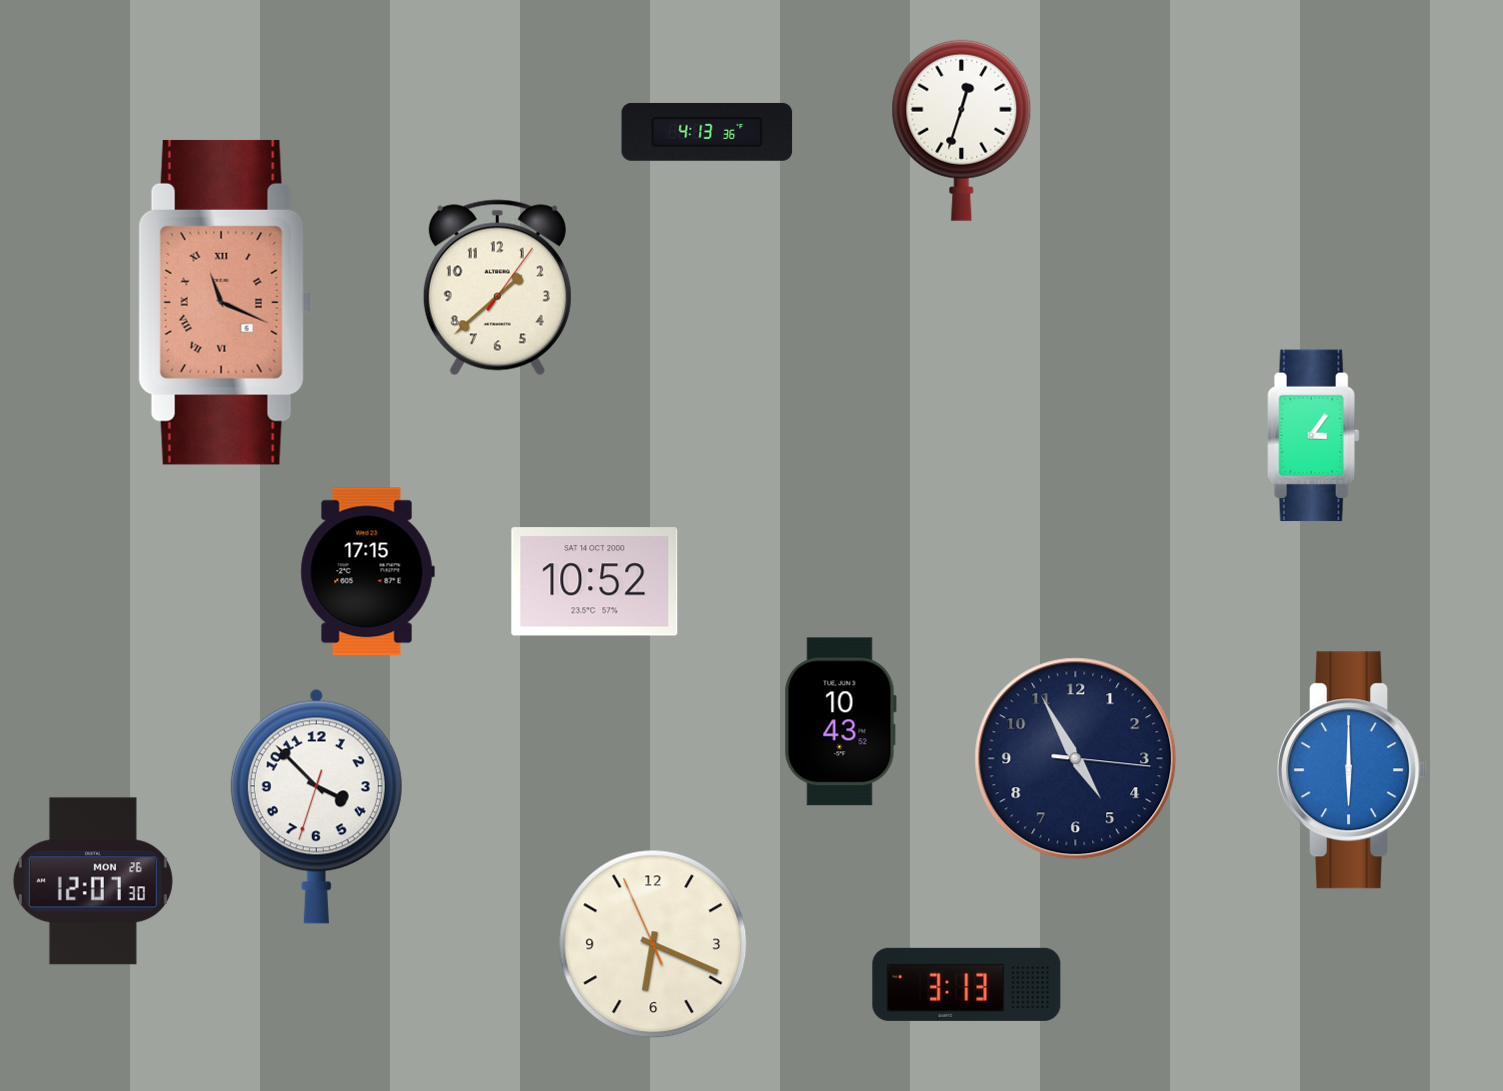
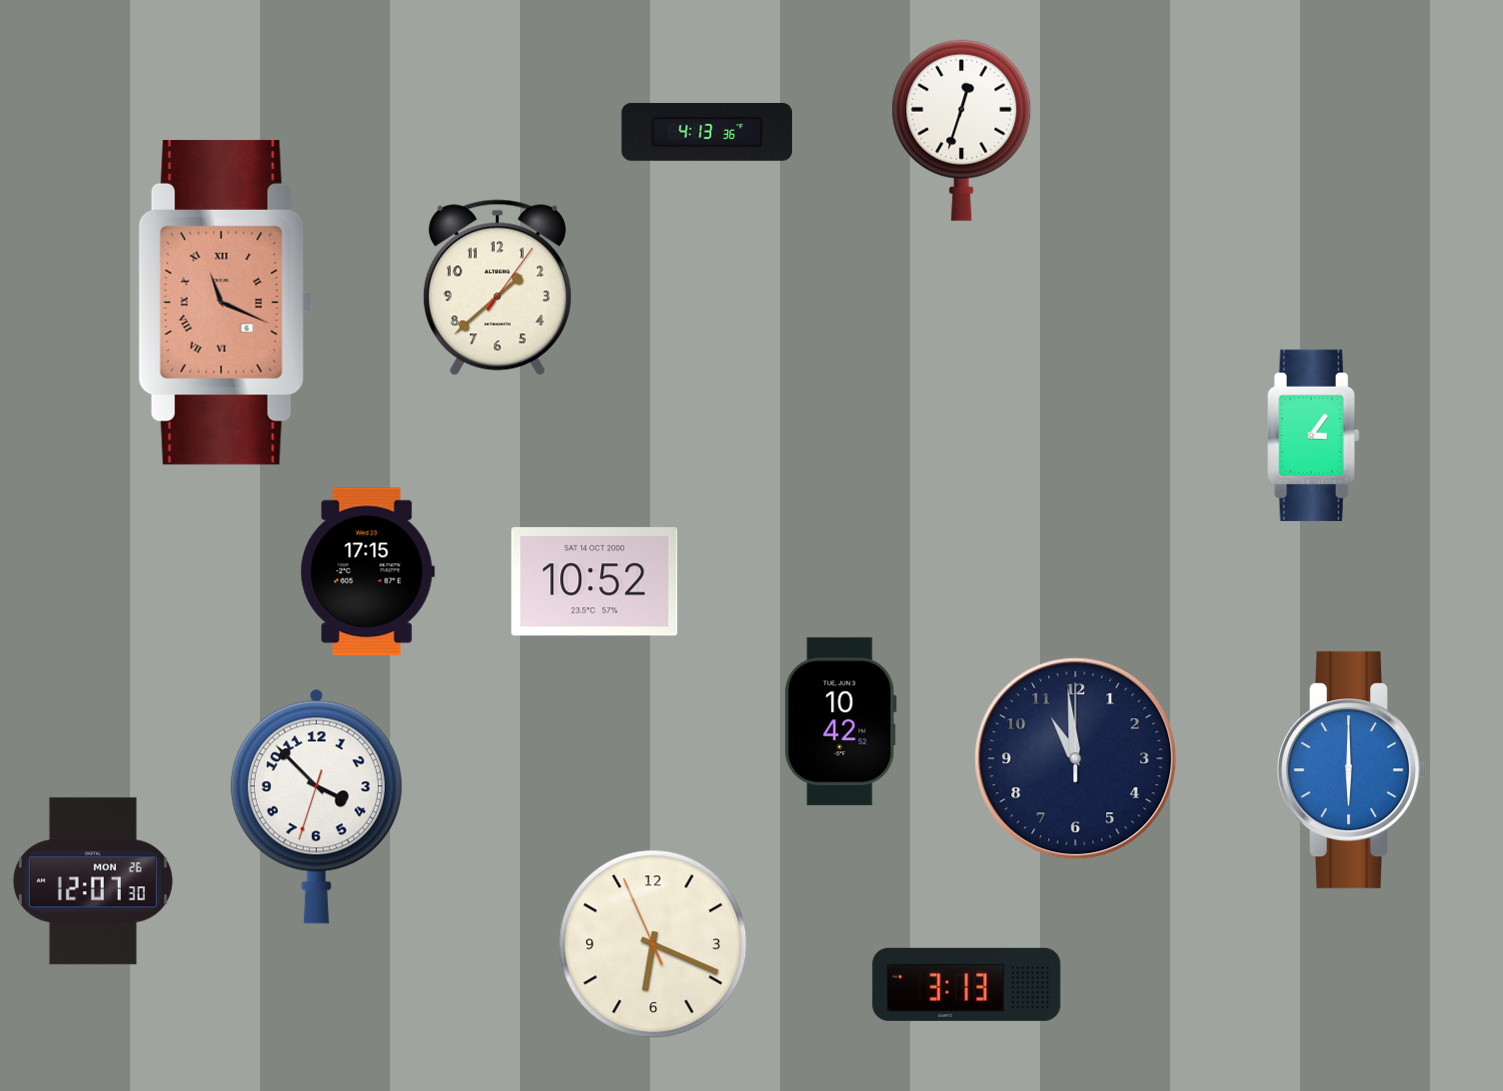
clock at (840, 722): 10:43 -> 10:42
clock at (1076, 759): 4:55 -> 10:59
